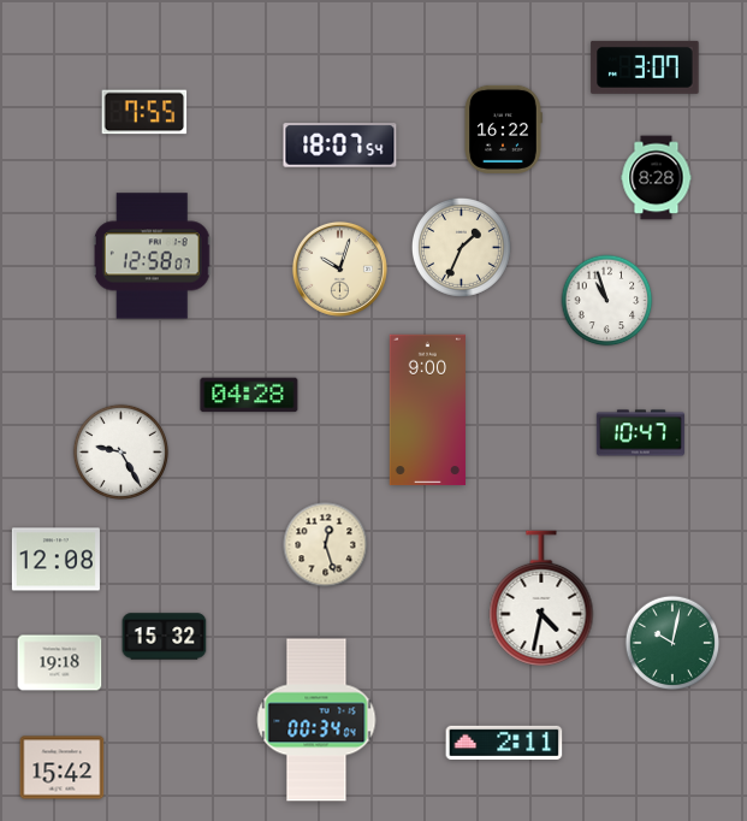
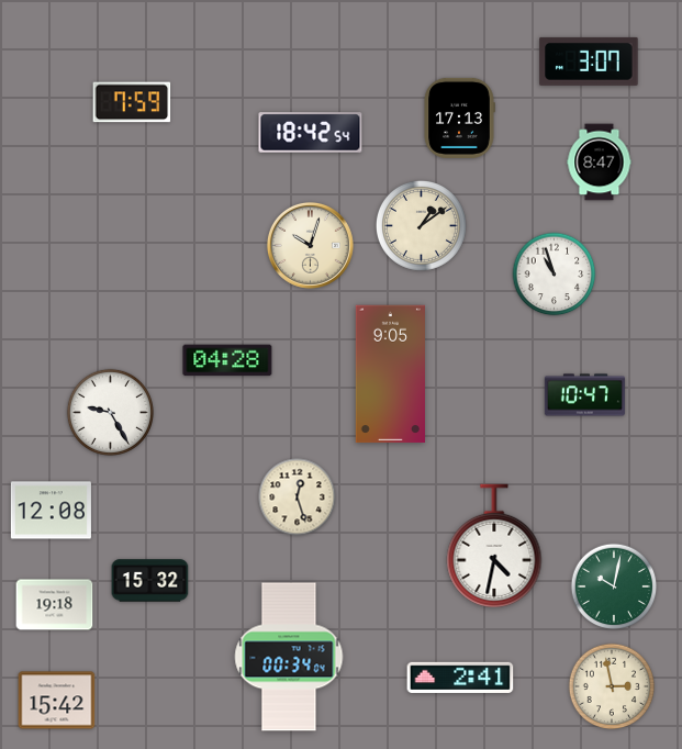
clock at (144, 112): 7:55 -> 7:59
clock at (503, 129): 16:22 -> 17:13
clock at (340, 146): 18:07 -> 18:42
clock at (657, 178): 8:28 -> 8:47
clock at (461, 248): 1:34 -> 1:09
clock at (152, 256): 12:58 -> none
clock at (427, 410): 9:00 -> 9:05
clock at (504, 743): 2:11 -> 2:41
clock at (612, 686): none -> 2:58
